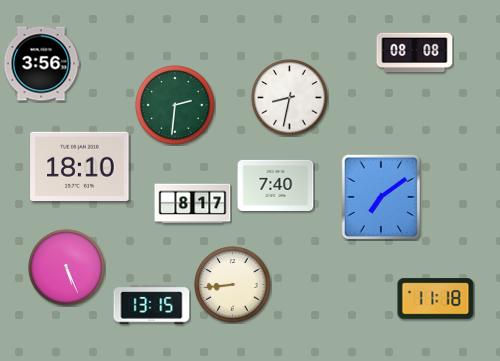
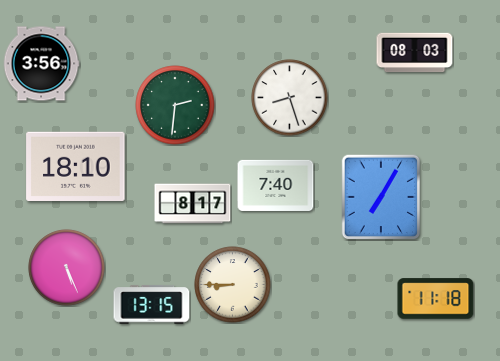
clock at (415, 53): 08:08 -> 08:03
clock at (290, 98): 8:32 -> 8:27
clock at (80, 166) position: (80, 166) -> (76, 166)
clock at (381, 197): 7:09 -> 7:05
clock at (233, 285): 8:44 -> 8:45
